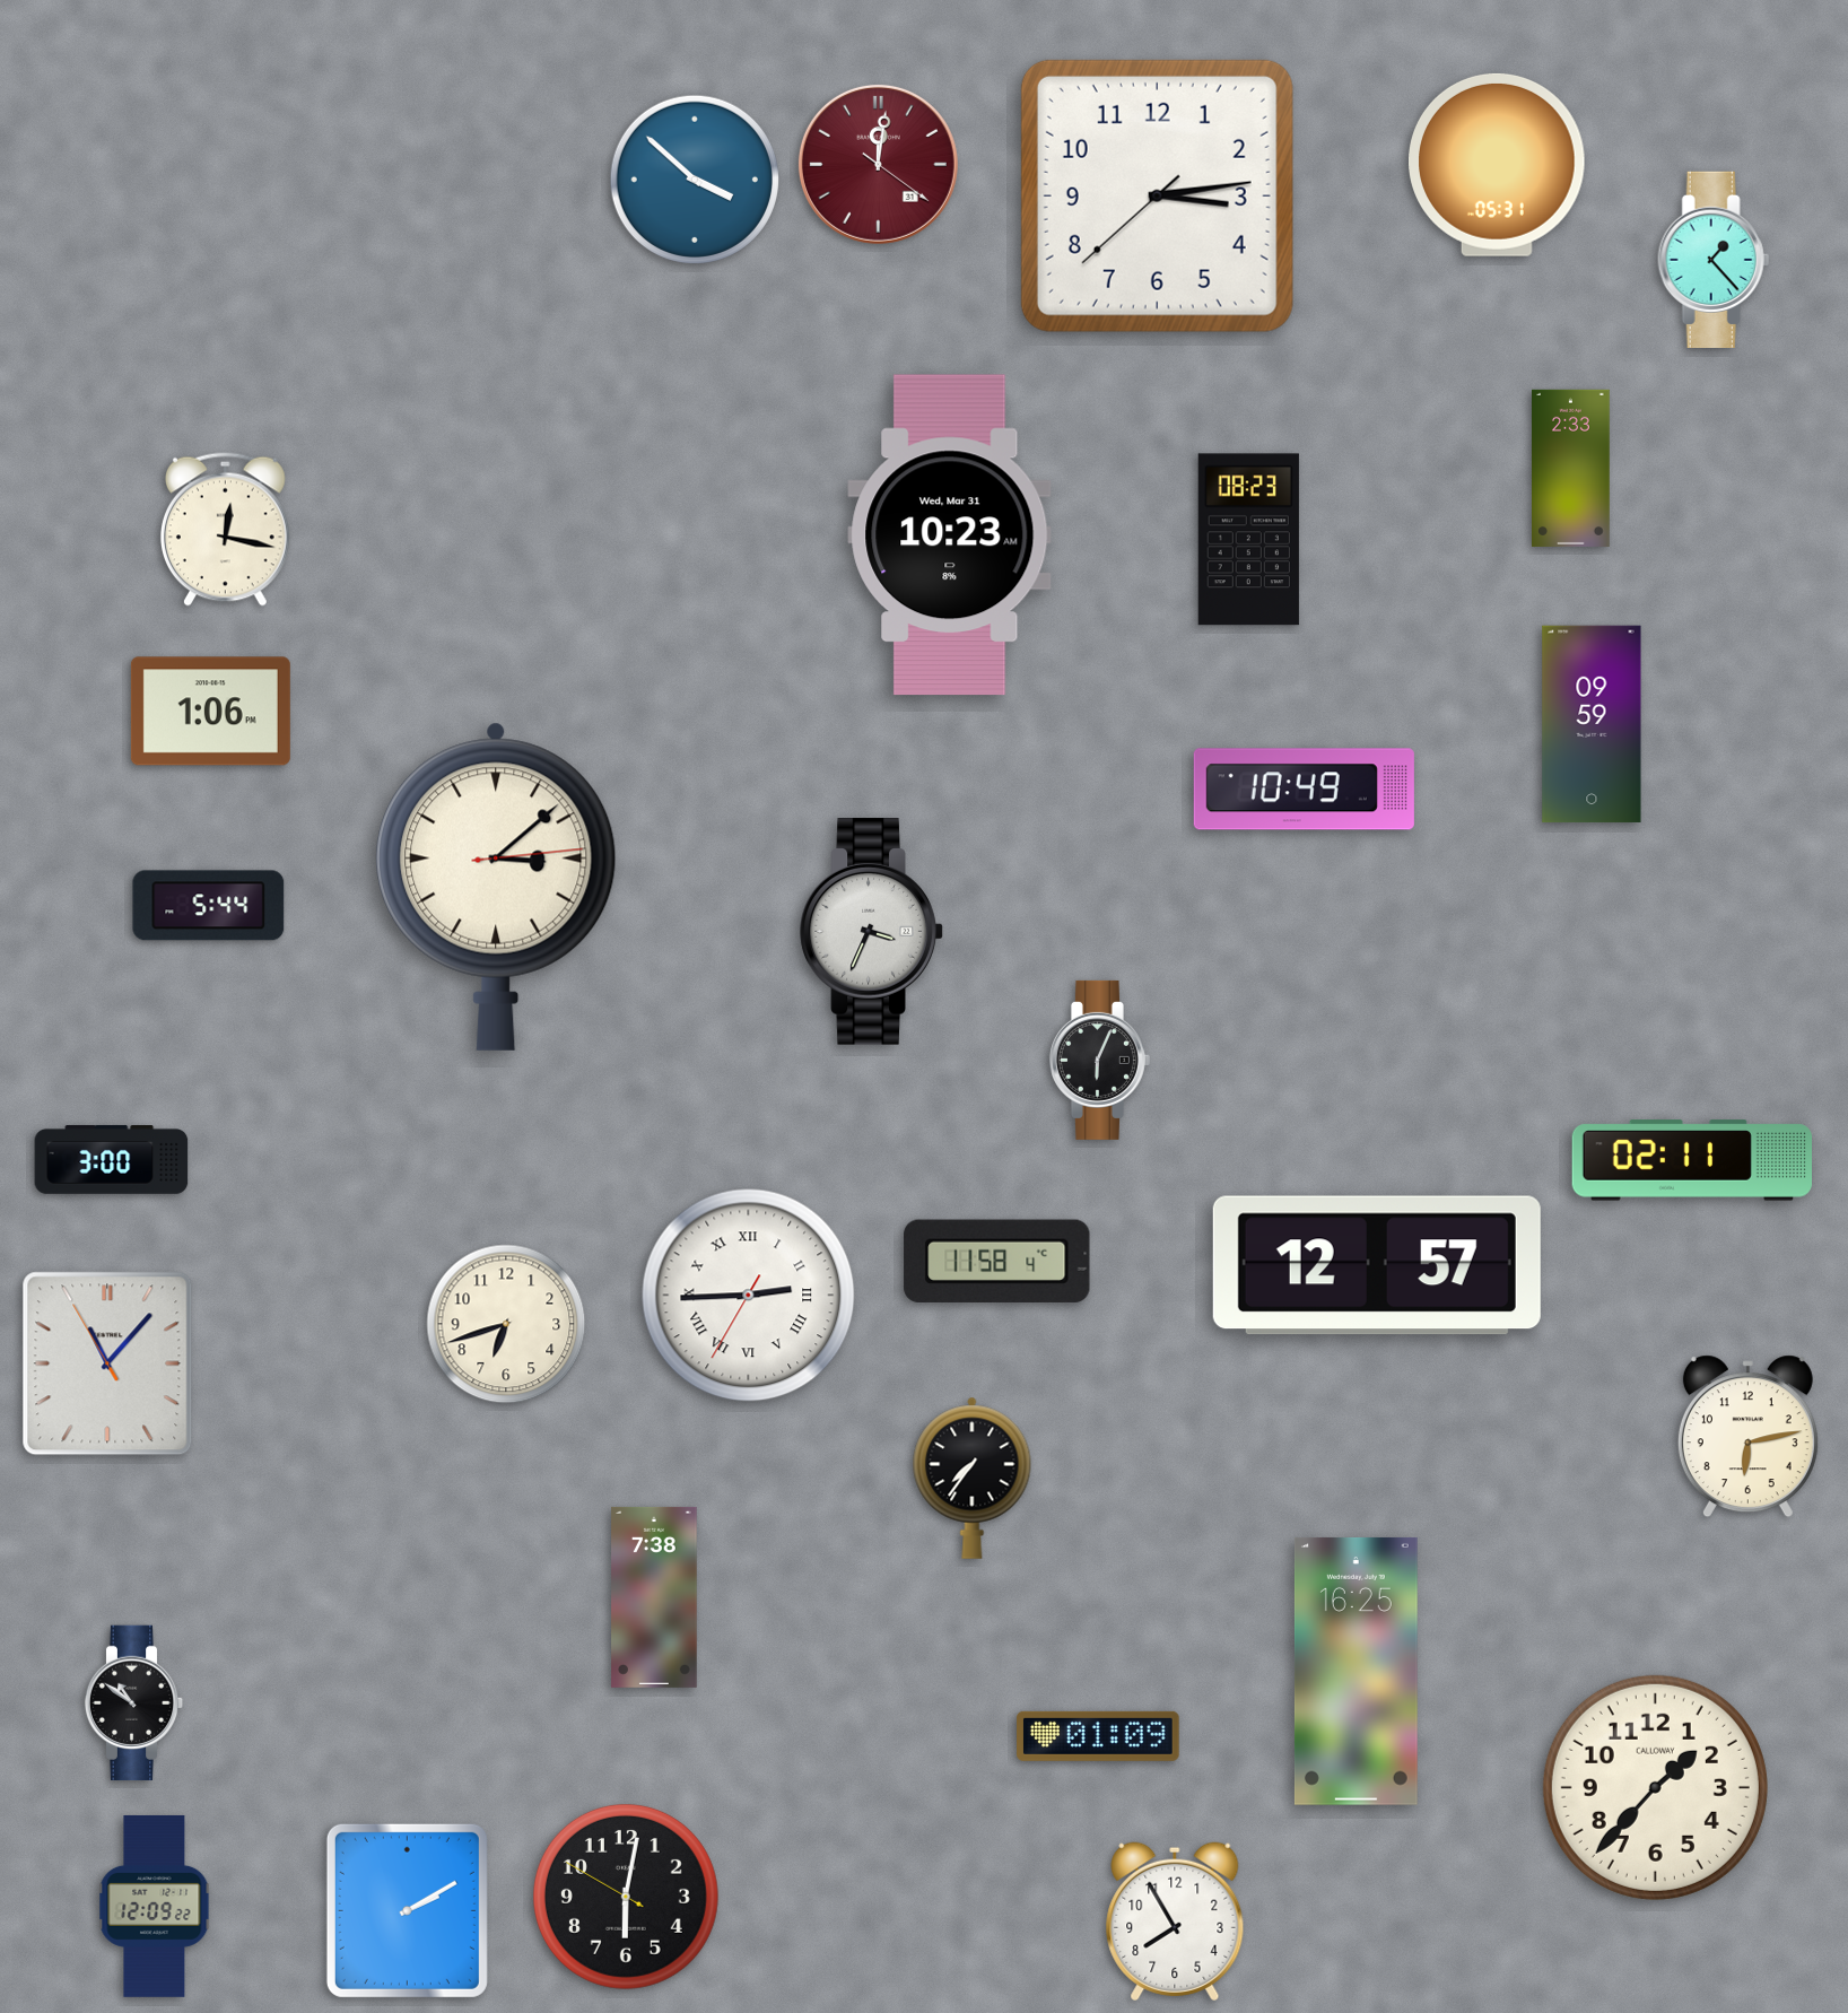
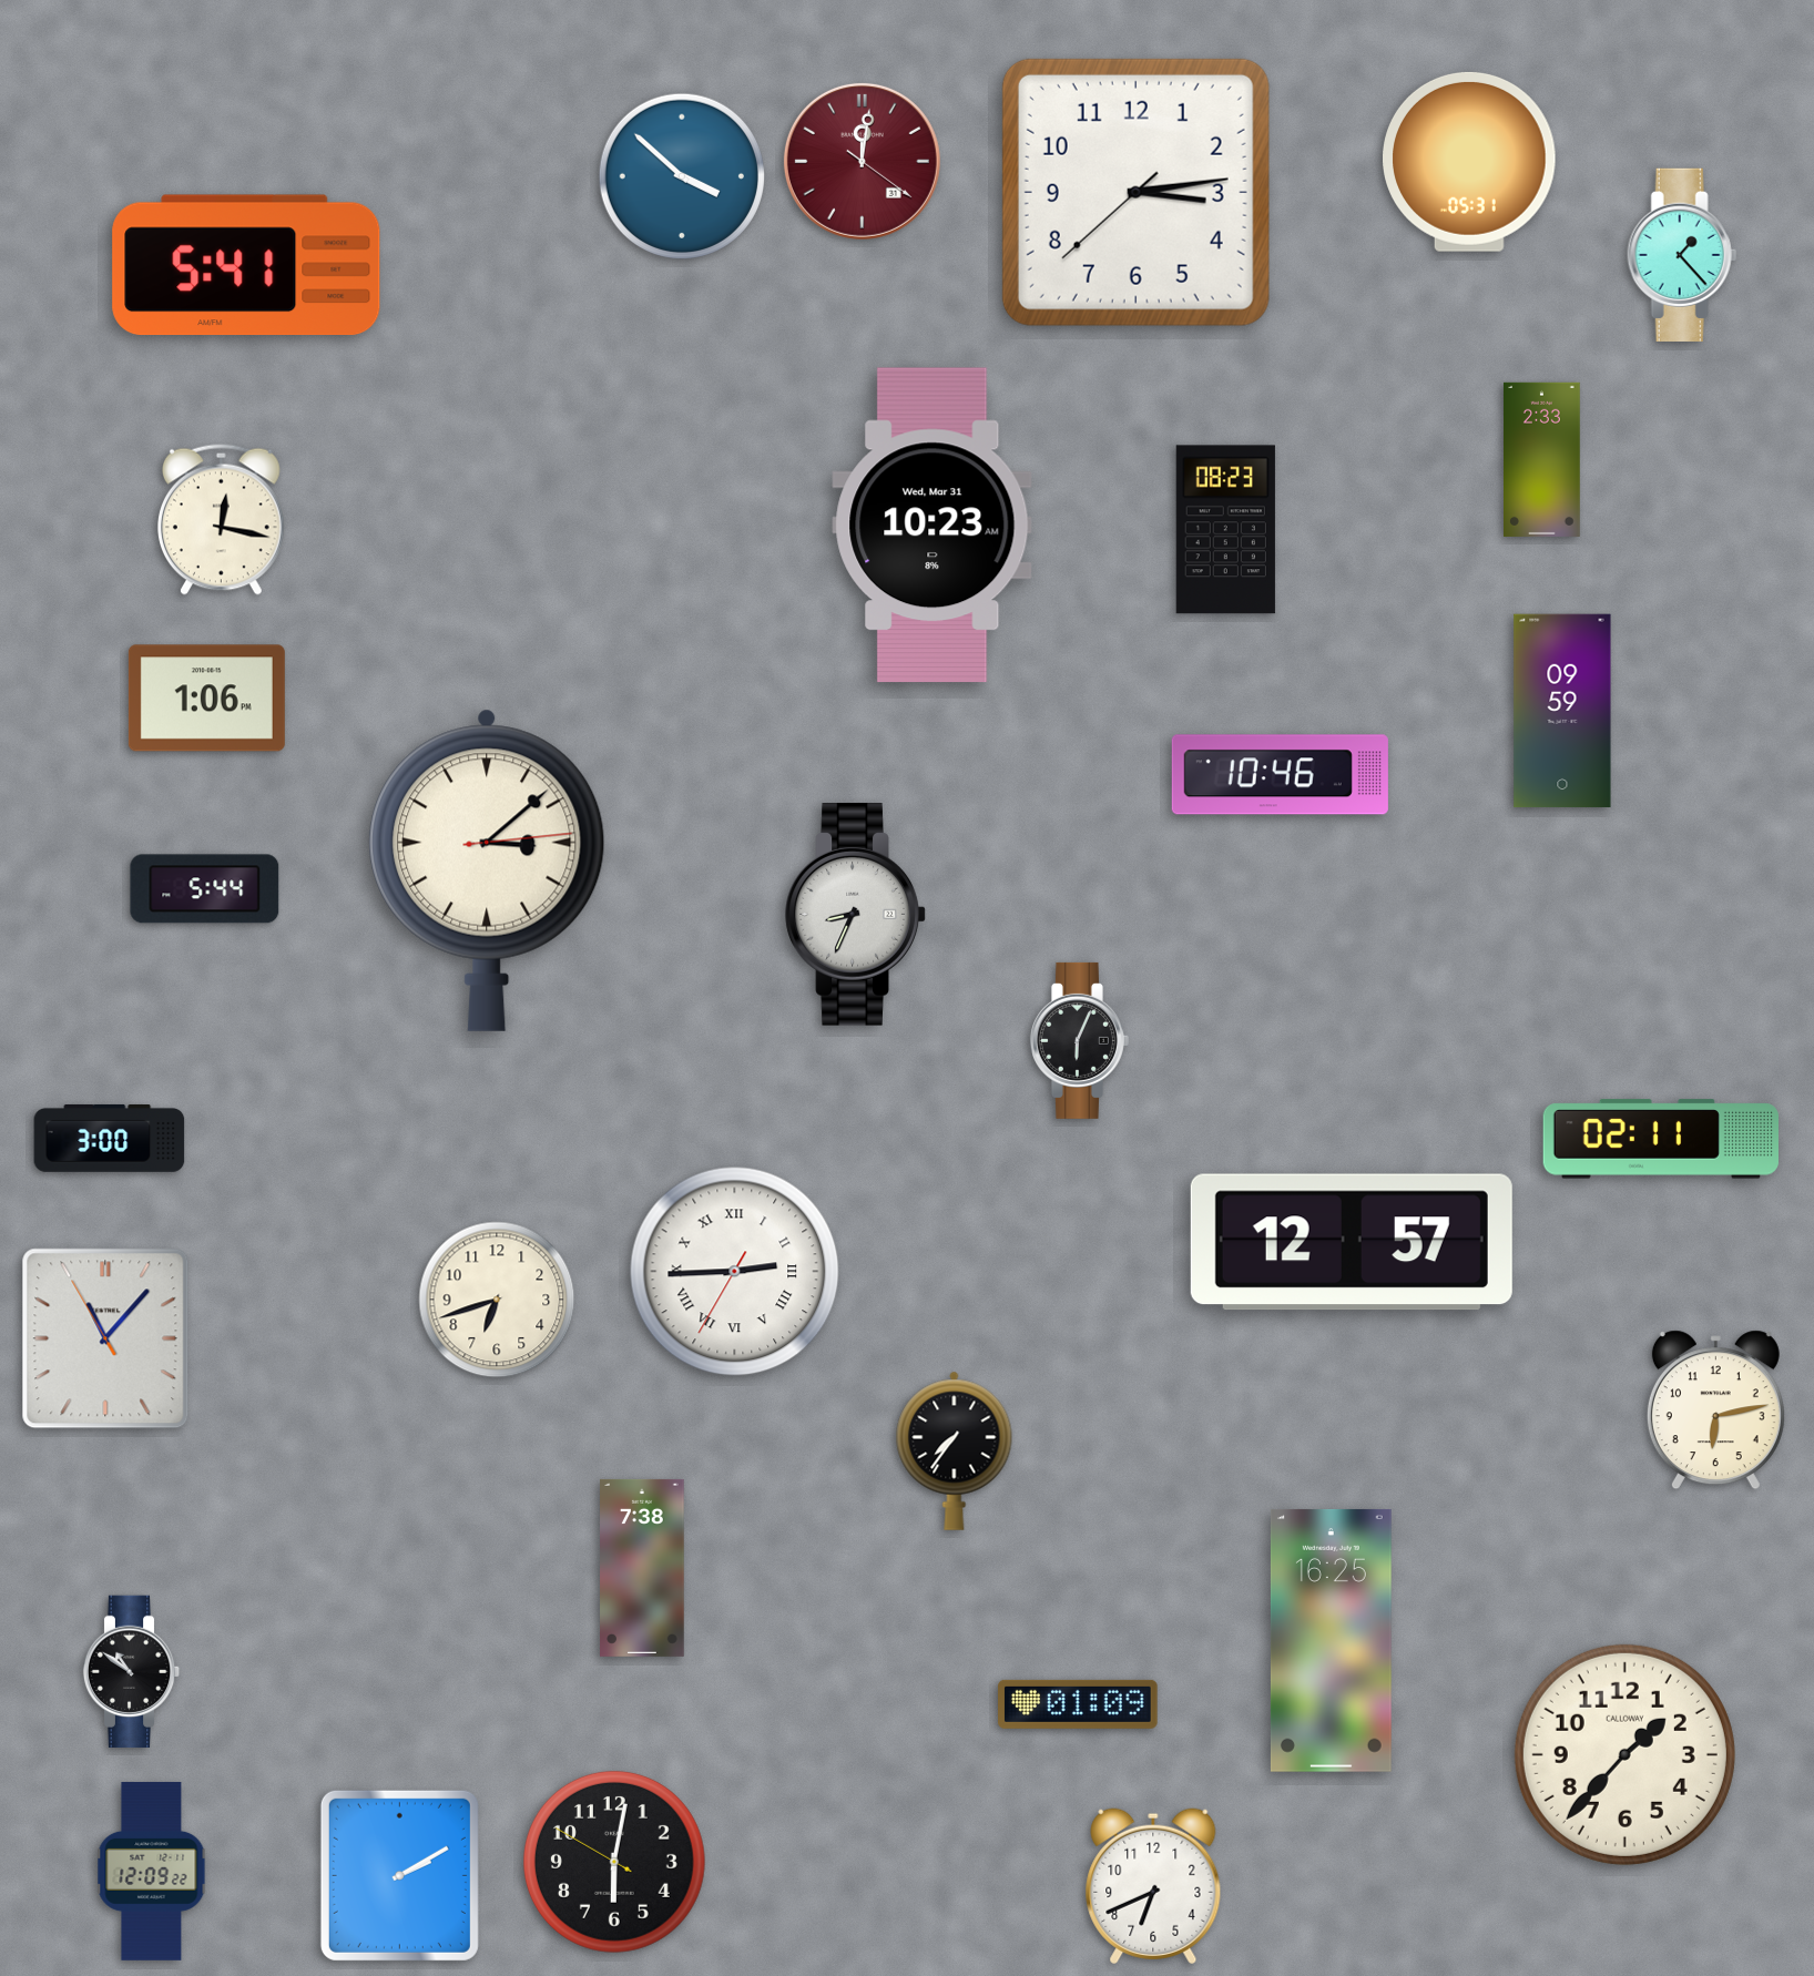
clock at (246, 265): none -> 5:41
clock at (1304, 790): 10:49 -> 10:46
clock at (872, 932): 3:34 -> 8:34
clock at (997, 1261): 11:58 -> none
clock at (1175, 1921): 7:55 -> 6:41
